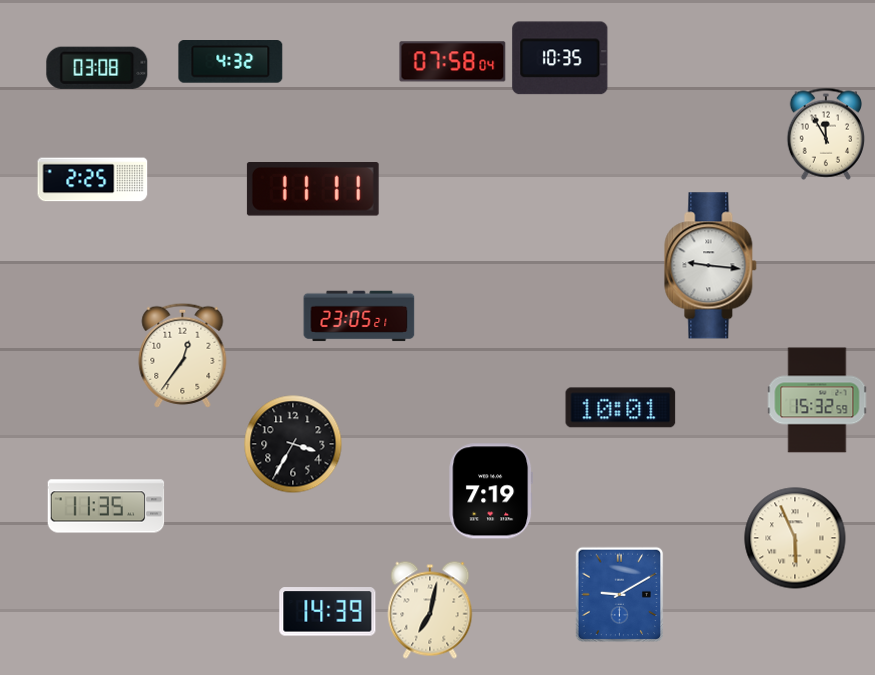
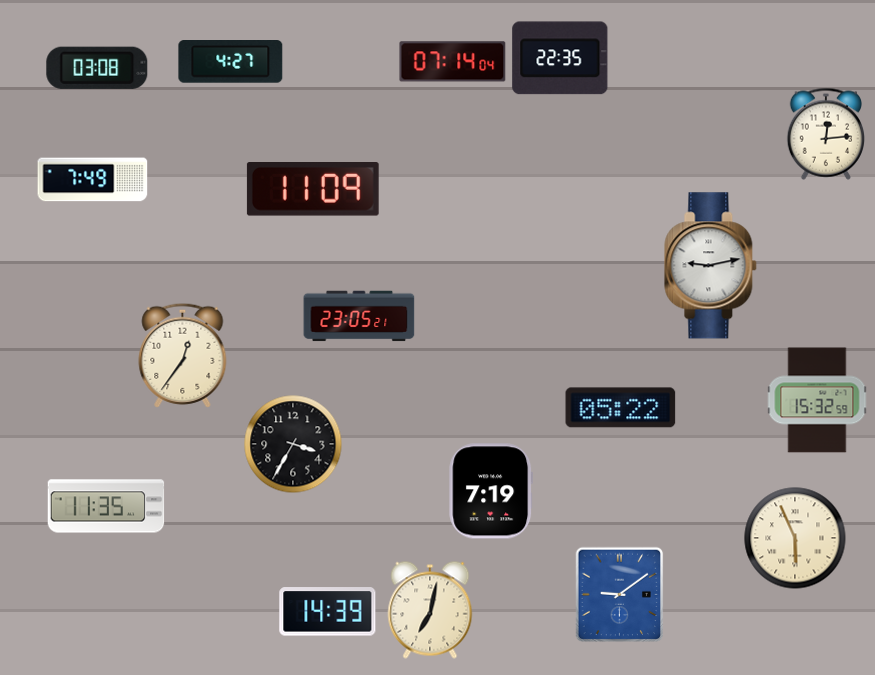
clock at (560, 58): 10:35 -> 22:35
clock at (231, 62): 4:32 -> 4:27
clock at (453, 62): 07:58 -> 07:14
clock at (825, 134): 11:55 -> 12:14
clock at (93, 180): 2:25 -> 7:49
clock at (313, 190): 11:11 -> 11:09
clock at (711, 266): 9:16 -> 9:13
clock at (621, 408): 10:01 -> 05:22
clock at (620, 594): 9:10 -> 9:09
